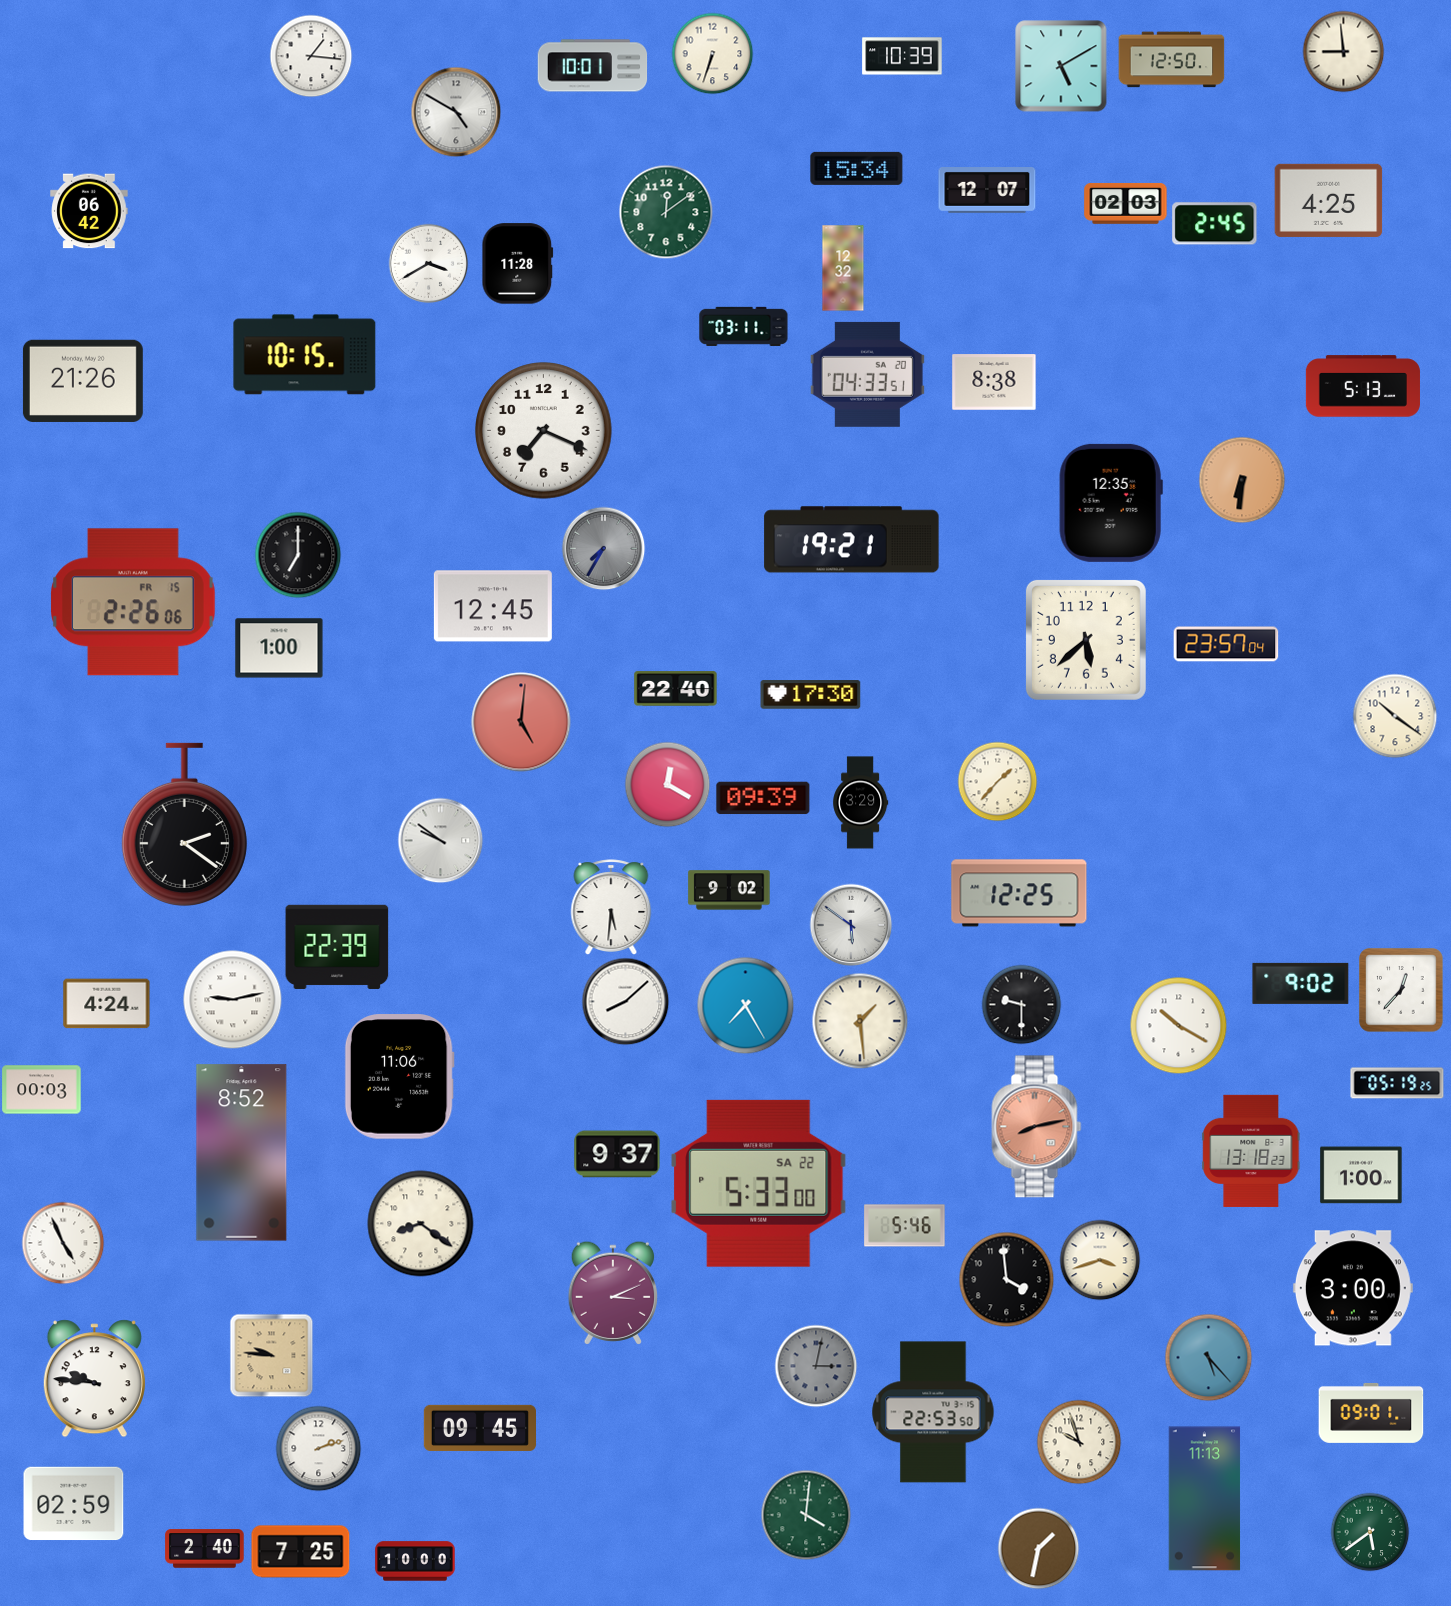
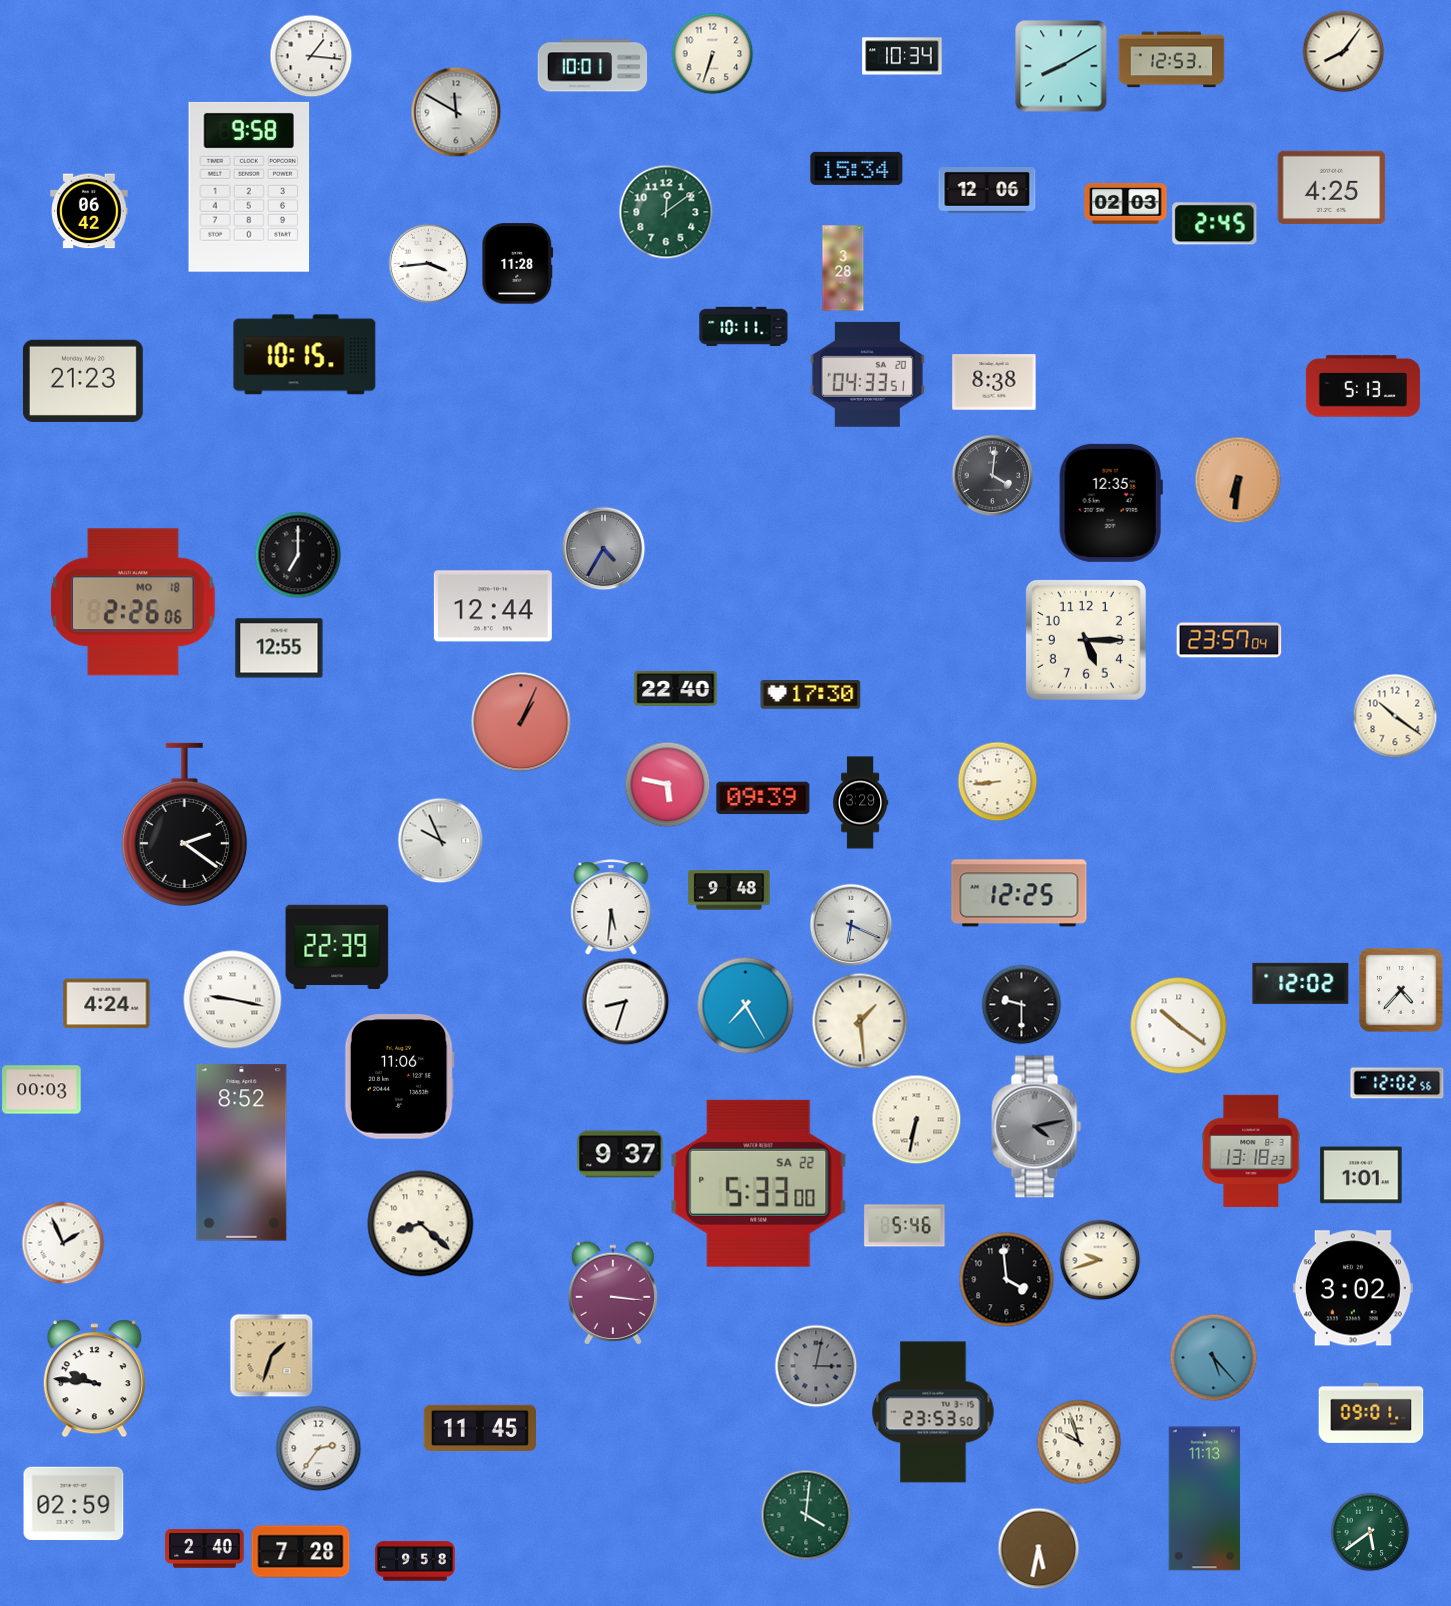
clock at (1343, 51): 8:59 -> 8:06
clock at (902, 56): 10:39 -> 10:34
clock at (1172, 60): 12:50 -> 12:53
clock at (1061, 66): 5:10 -> 8:10
clock at (456, 112): 4:50 -> 11:50
clock at (249, 187): none -> 9:58
clock at (987, 191): 12:07 -> 12:06
clock at (1329, 200) position: (1329, 200) -> (1332, 187)
clock at (428, 263): 3:40 -> 3:44
clock at (843, 268): 12:32 -> 3:28
clock at (744, 326): 03:11 -> 10:11
clock at (83, 381): 21:26 -> 21:23
clock at (544, 431): 7:19 -> none
clock at (992, 475): none -> 4:01
clock at (1242, 480) position: (1242, 480) -> (1238, 480)
clock at (852, 540): 19:21 -> none
clock at (603, 548): 7:35 -> 4:35
clock at (134, 602) date: FR 15 -> MO 18
clock at (493, 606): 12:45 -> 12:44
clock at (1086, 640): 5:38 -> 5:15
clock at (1226, 644) position: (1226, 644) -> (1229, 640)
clock at (279, 648): 1:00 -> 12:55
clock at (521, 722): 5:01 -> 1:04
clock at (997, 781): 1:37 -> 8:44
clock at (667, 784): 12:20 -> 5:47
clock at (440, 840): 9:51 -> 9:56
clock at (729, 890): 9:02 -> 9:48
clock at (851, 925): 5:51 -> 6:19
clock at (1301, 983): 9:02 -> 12:02
clock at (1401, 990): 12:37 -> 4:37
clock at (233, 1000): 9:13 -> 9:17
clock at (625, 1001): 8:08 -> 8:33
clock at (1178, 1025): 10:20 -> 10:21
clock at (1397, 1083): 05:19 -> 12:02
clock at (916, 1119): none -> 6:32
clock at (1037, 1127): 8:13 -> 4:13
clock at (1037, 1127) dial: salmon -> grey
clock at (617, 1154) position: (617, 1154) -> (620, 1154)
clock at (1361, 1175): 1:00 -> 1:01
clock at (421, 1224): 8:21 -> 8:22
clock at (63, 1243): 4:56 -> 1:56
clock at (1100, 1260): 3:42 -> 9:42
clock at (1353, 1288): 3:00 -> 3:02
clock at (612, 1293): 3:11 -> 3:16
clock at (271, 1355): 9:46 -> 1:33
clock at (1208, 1357) position: (1208, 1357) -> (1213, 1357)
clock at (933, 1412): 22:53 -> 23:53
clock at (479, 1428): 09:45 -> 11:45
clock at (318, 1448): 2:12 -> 2:36
clock at (1038, 1548): 1:32 -> 5:32
clock at (301, 1552): 7:25 -> 7:28
clock at (415, 1561): 10:00 -> 9:58
